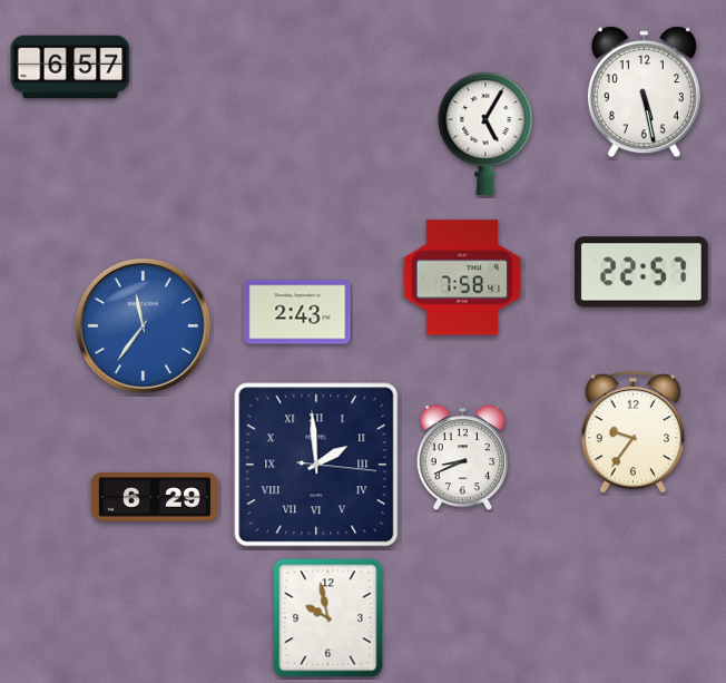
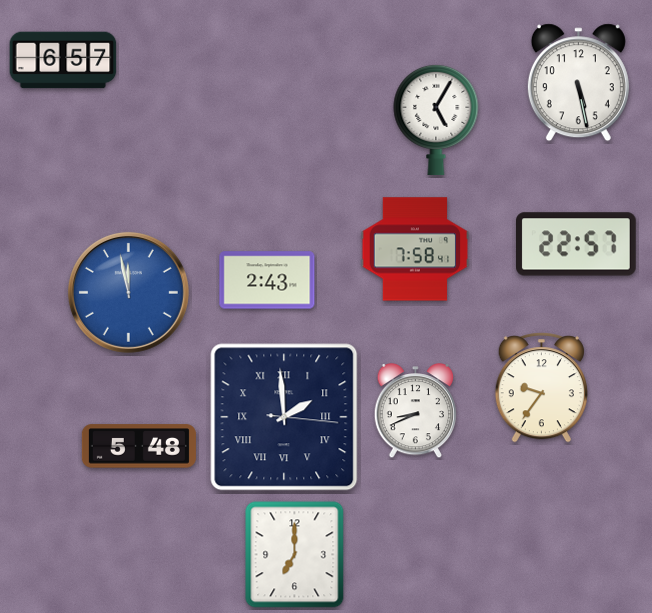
clock at (143, 325): 11:36 -> 11:58
clock at (632, 432) position: (632, 432) -> (541, 388)
clock at (155, 497): 6:29 -> 5:48
clock at (328, 618): 9:58 -> 7:00
